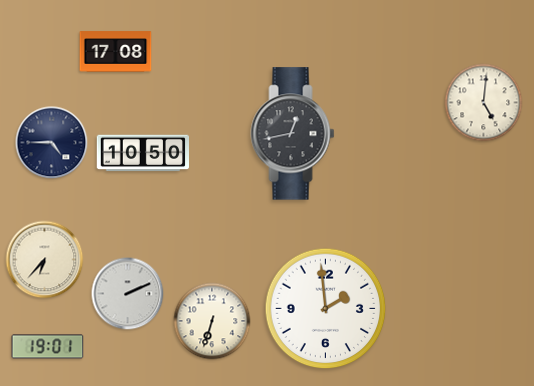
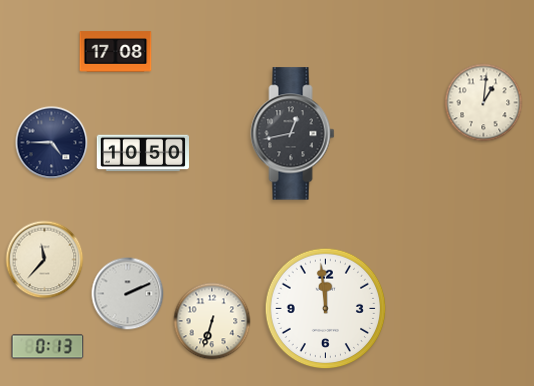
clock at (484, 103): 5:01 -> 1:01
clock at (45, 260): 6:37 -> 11:37
clock at (326, 309): 1:59 -> 11:59
clock at (48, 347): 19:01 -> 0:13
